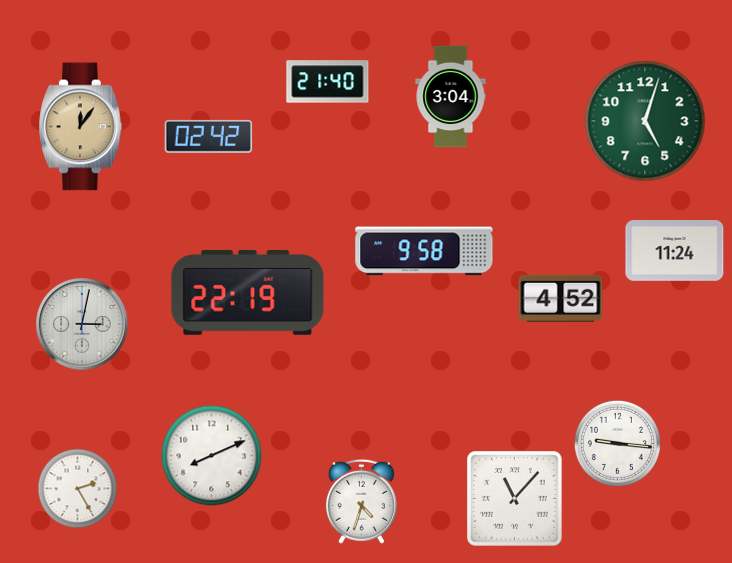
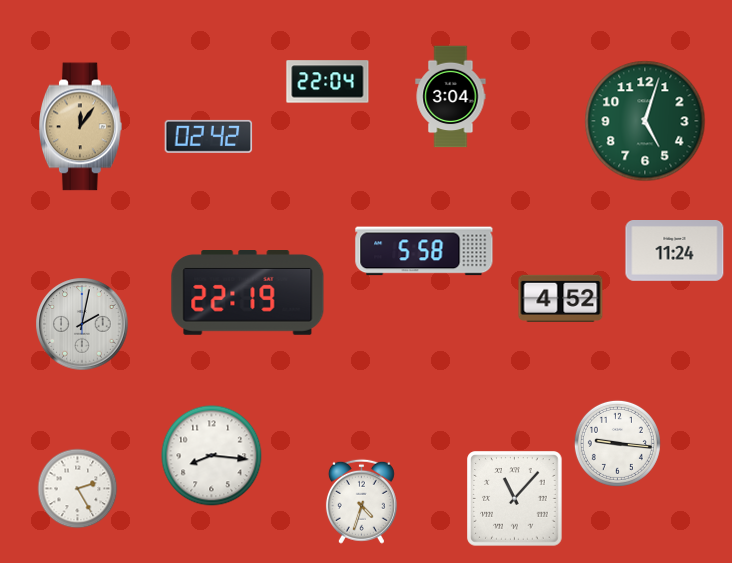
clock at (328, 82): 21:40 -> 22:04
clock at (424, 251): 9:58 -> 5:58
clock at (82, 324): 3:02 -> 2:02
clock at (212, 456): 8:11 -> 8:16
